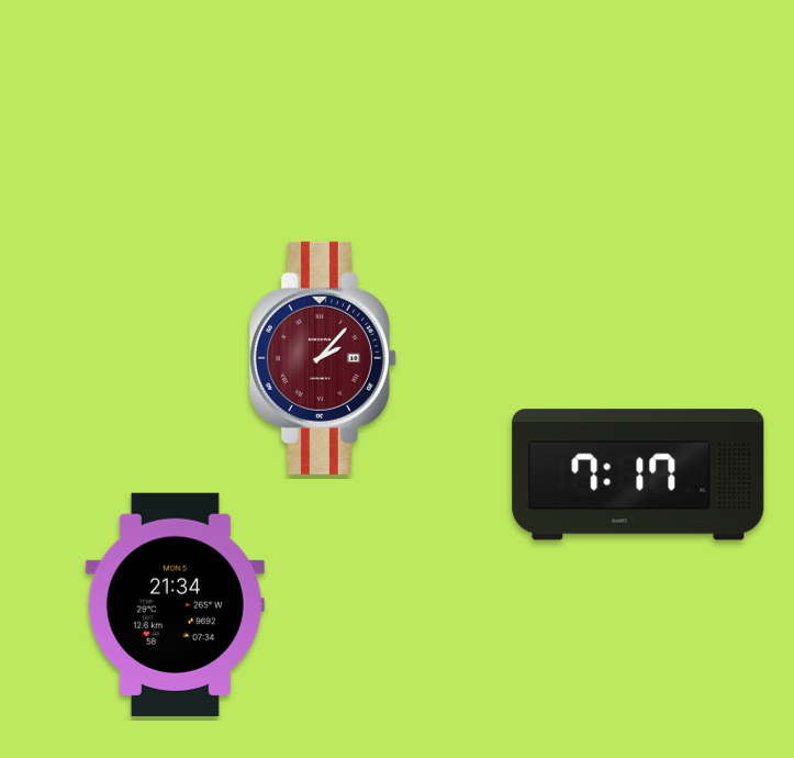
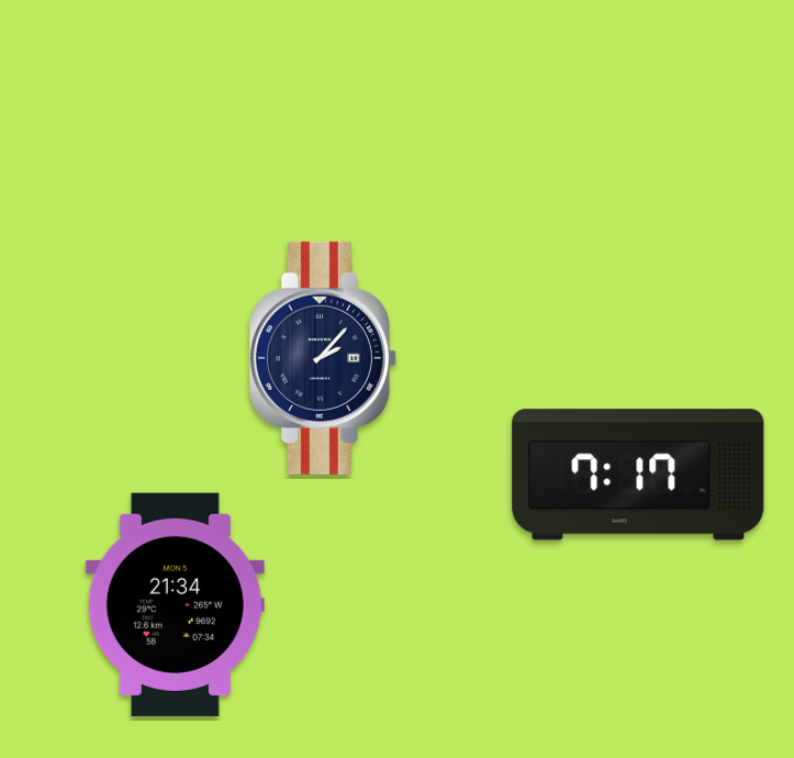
clock at (323, 358) dial: burgundy -> navy
